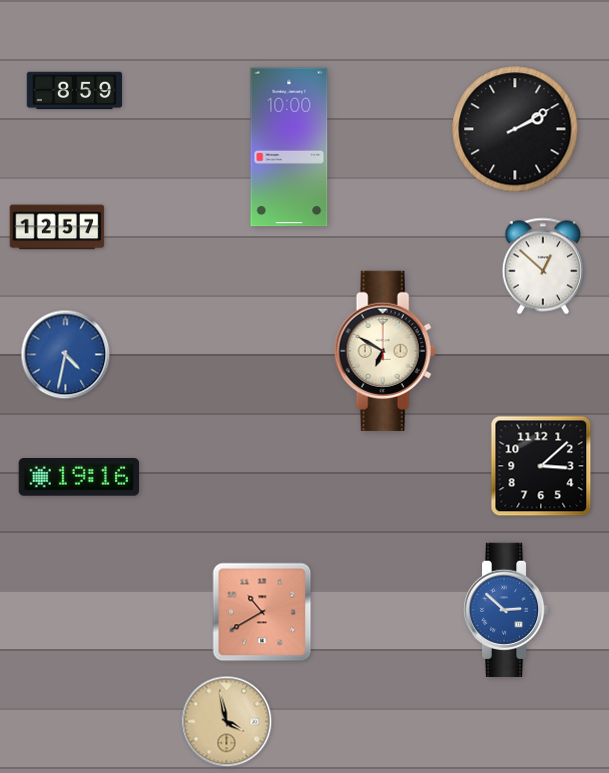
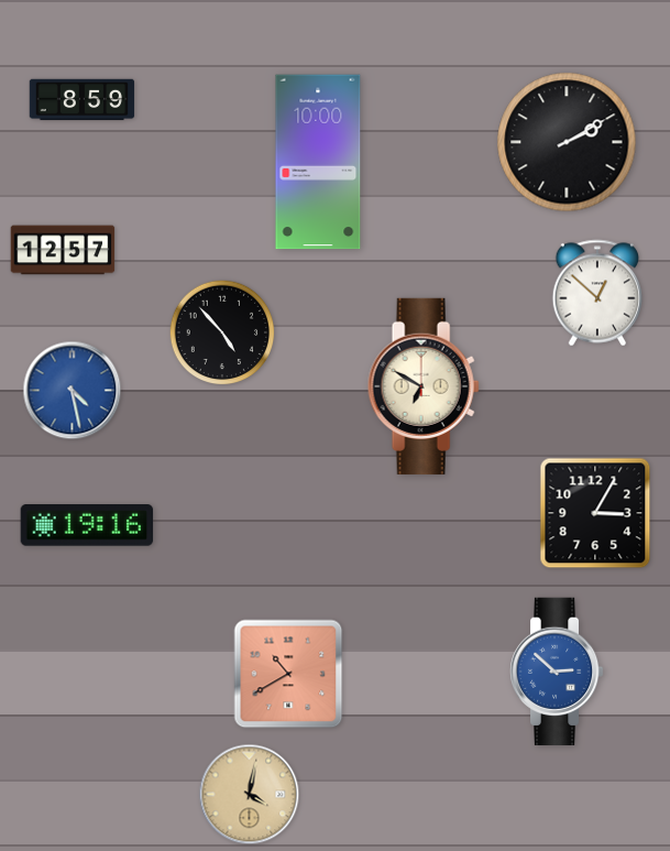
clock at (222, 332): none -> 4:53
clock at (66, 355): 4:32 -> 4:28
clock at (541, 466): 3:08 -> 3:05
clock at (227, 722): 3:58 -> 4:02
